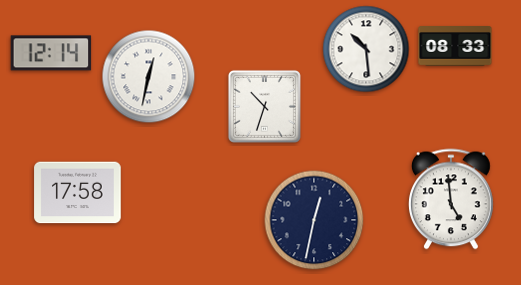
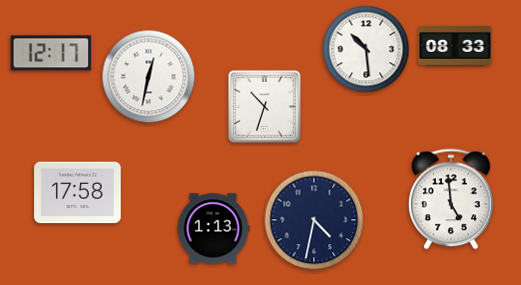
clock at (51, 53): 12:14 -> 12:17
clock at (314, 220): 12:32 -> 4:32
clock at (213, 229): none -> 1:13
